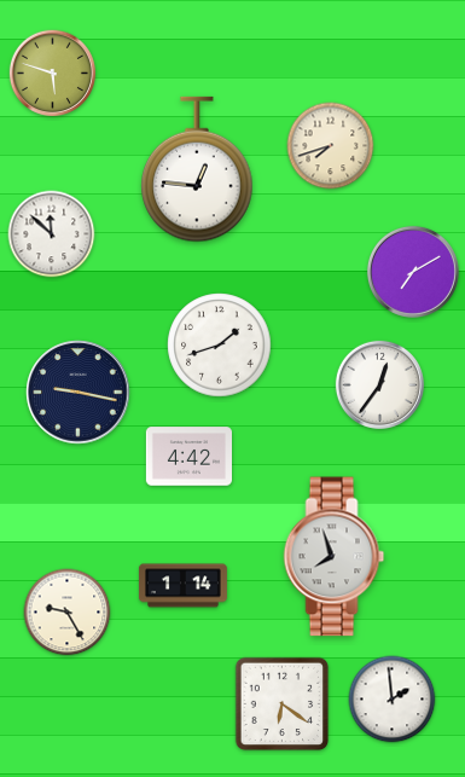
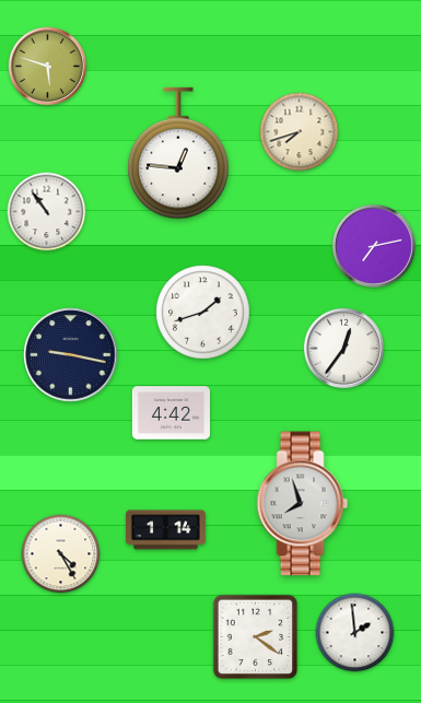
clock at (52, 234): 11:52 -> 10:54
clock at (413, 272): 7:10 -> 7:13
clock at (220, 346) position: (220, 346) -> (203, 313)
clock at (68, 613): 9:25 -> 4:25
clock at (283, 704): 6:21 -> 2:21
